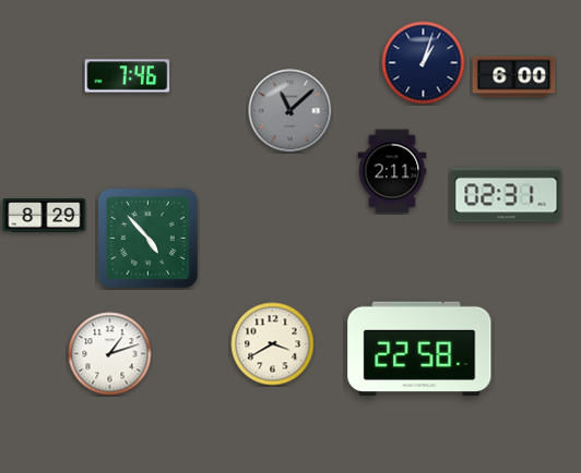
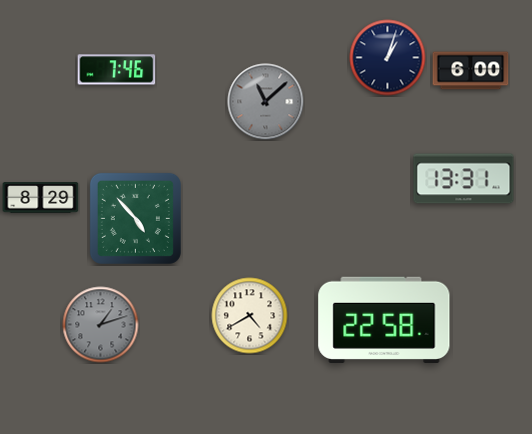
clock at (392, 171): 2:11 -> none
clock at (507, 195): 02:31 -> 13:31
clock at (273, 344): 3:40 -> 4:40
clock at (110, 354) dial: white -> grey
